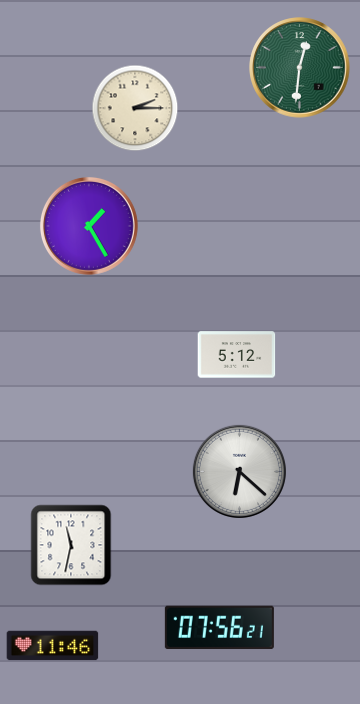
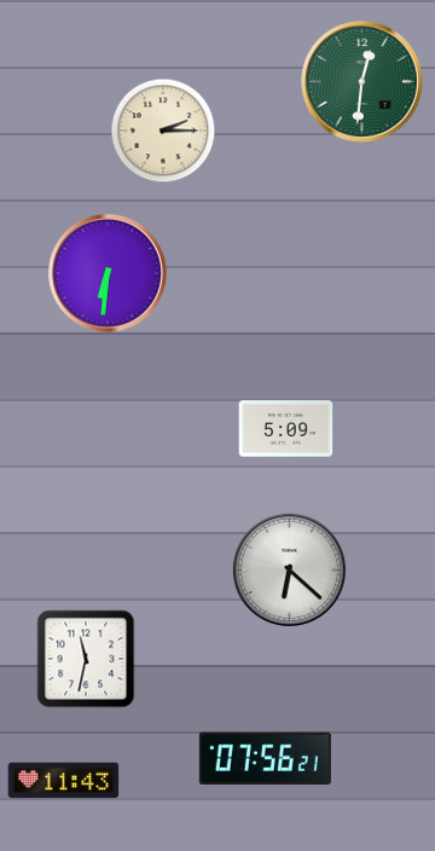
clock at (89, 226): 1:25 -> 6:31
clock at (237, 355): 5:12 -> 5:09
clock at (53, 646): 11:46 -> 11:43
